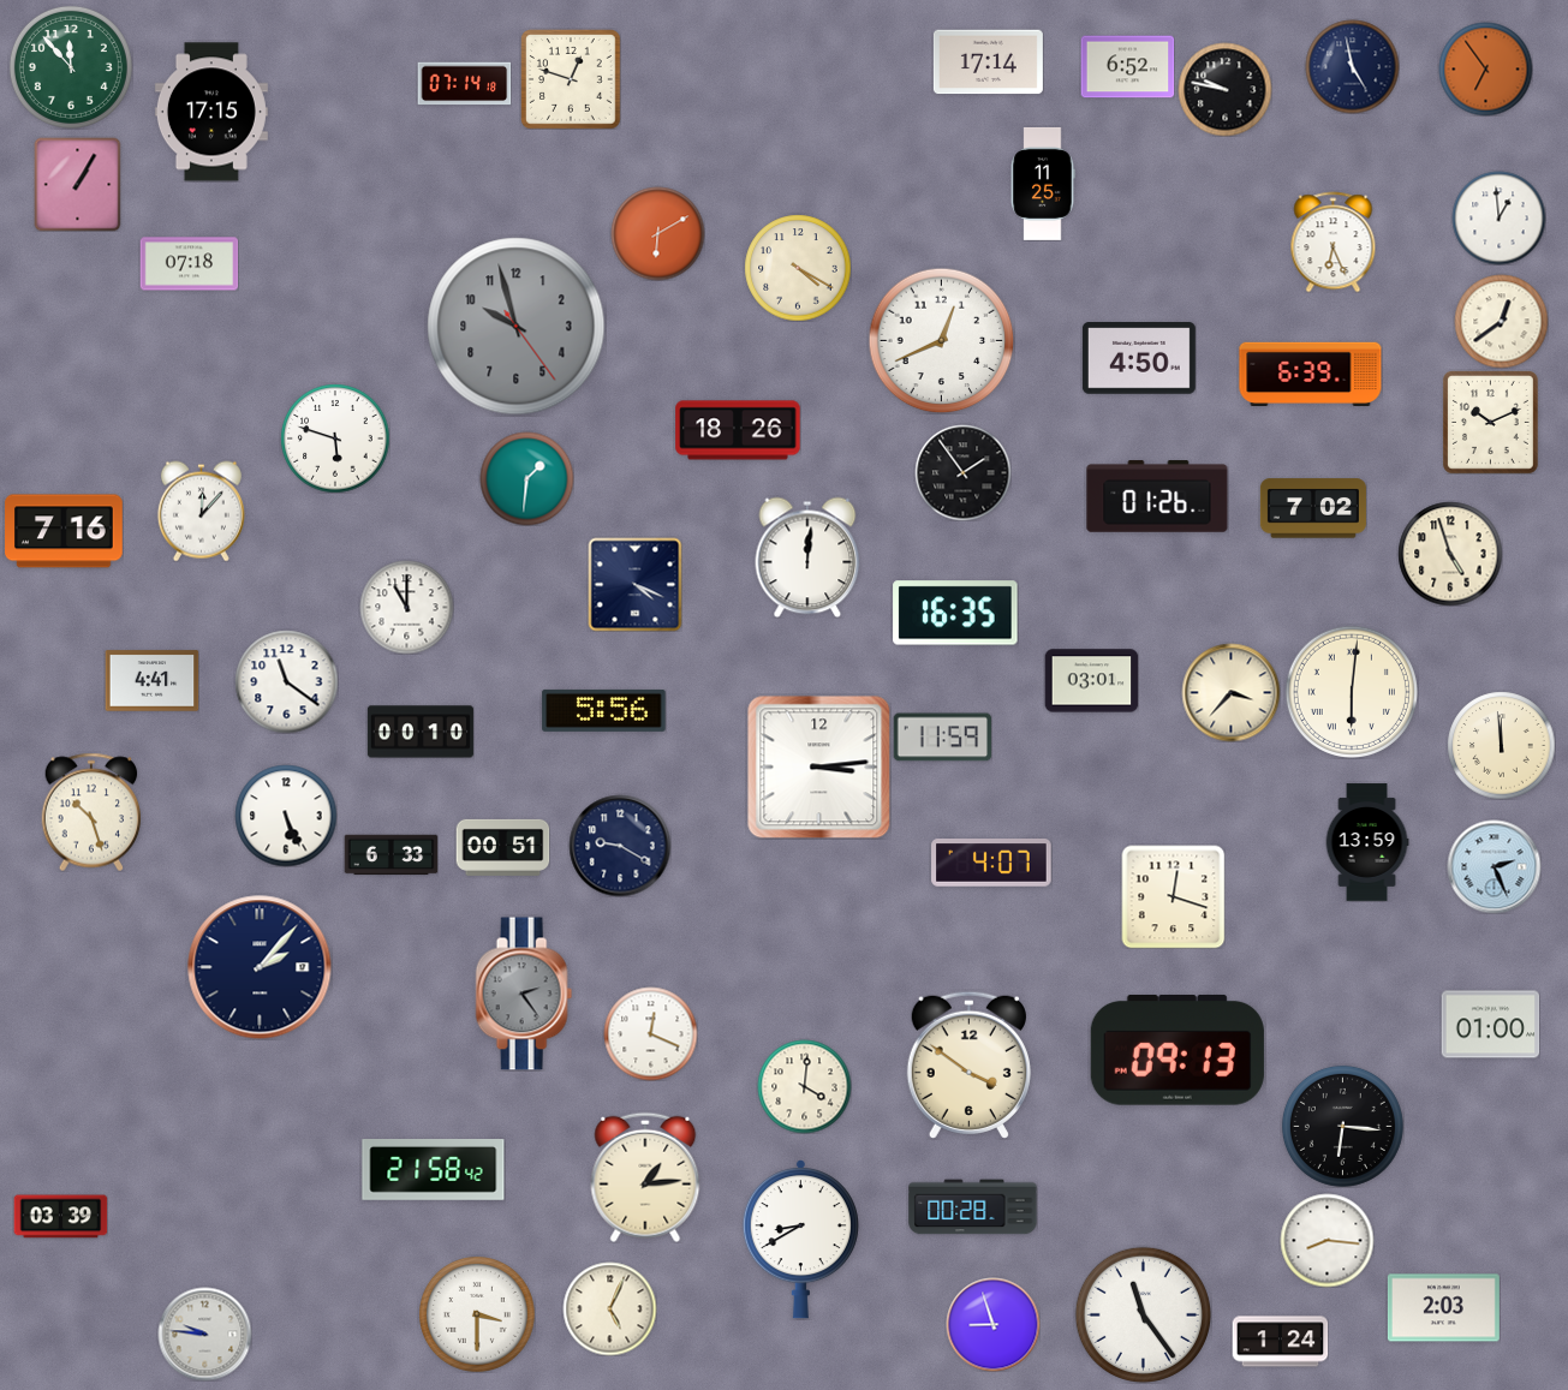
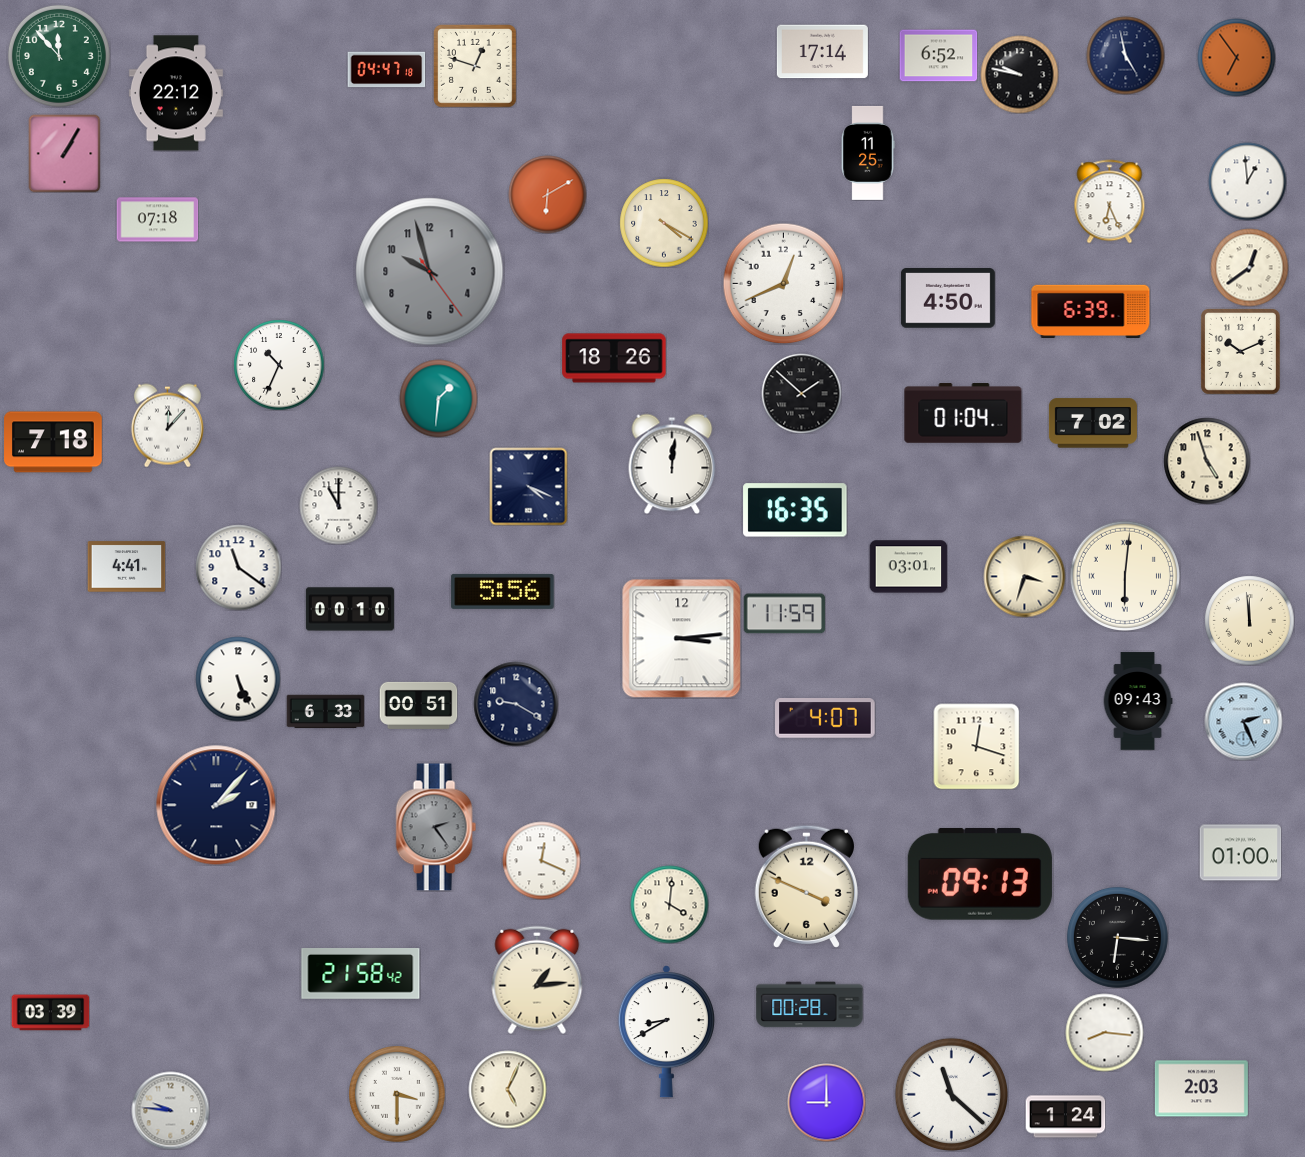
clock at (464, 84): 07:14 -> 04:47
clock at (211, 112): 17:15 -> 22:12
clock at (335, 439): 5:48 -> 10:34
clock at (962, 472): 1:54 -> 1:52
clock at (1157, 496): 01:26 -> 01:04
clock at (64, 531): 7:16 -> 7:18
clock at (1230, 692): 3:37 -> 3:33
clock at (91, 812): 10:27 -> none
clock at (1367, 842): 13:59 -> 09:43
clock at (968, 1064): 3:51 -> 3:49
clock at (1143, 1314): 11:24 -> 11:22
clock at (992, 1324): 8:57 -> 9:00
